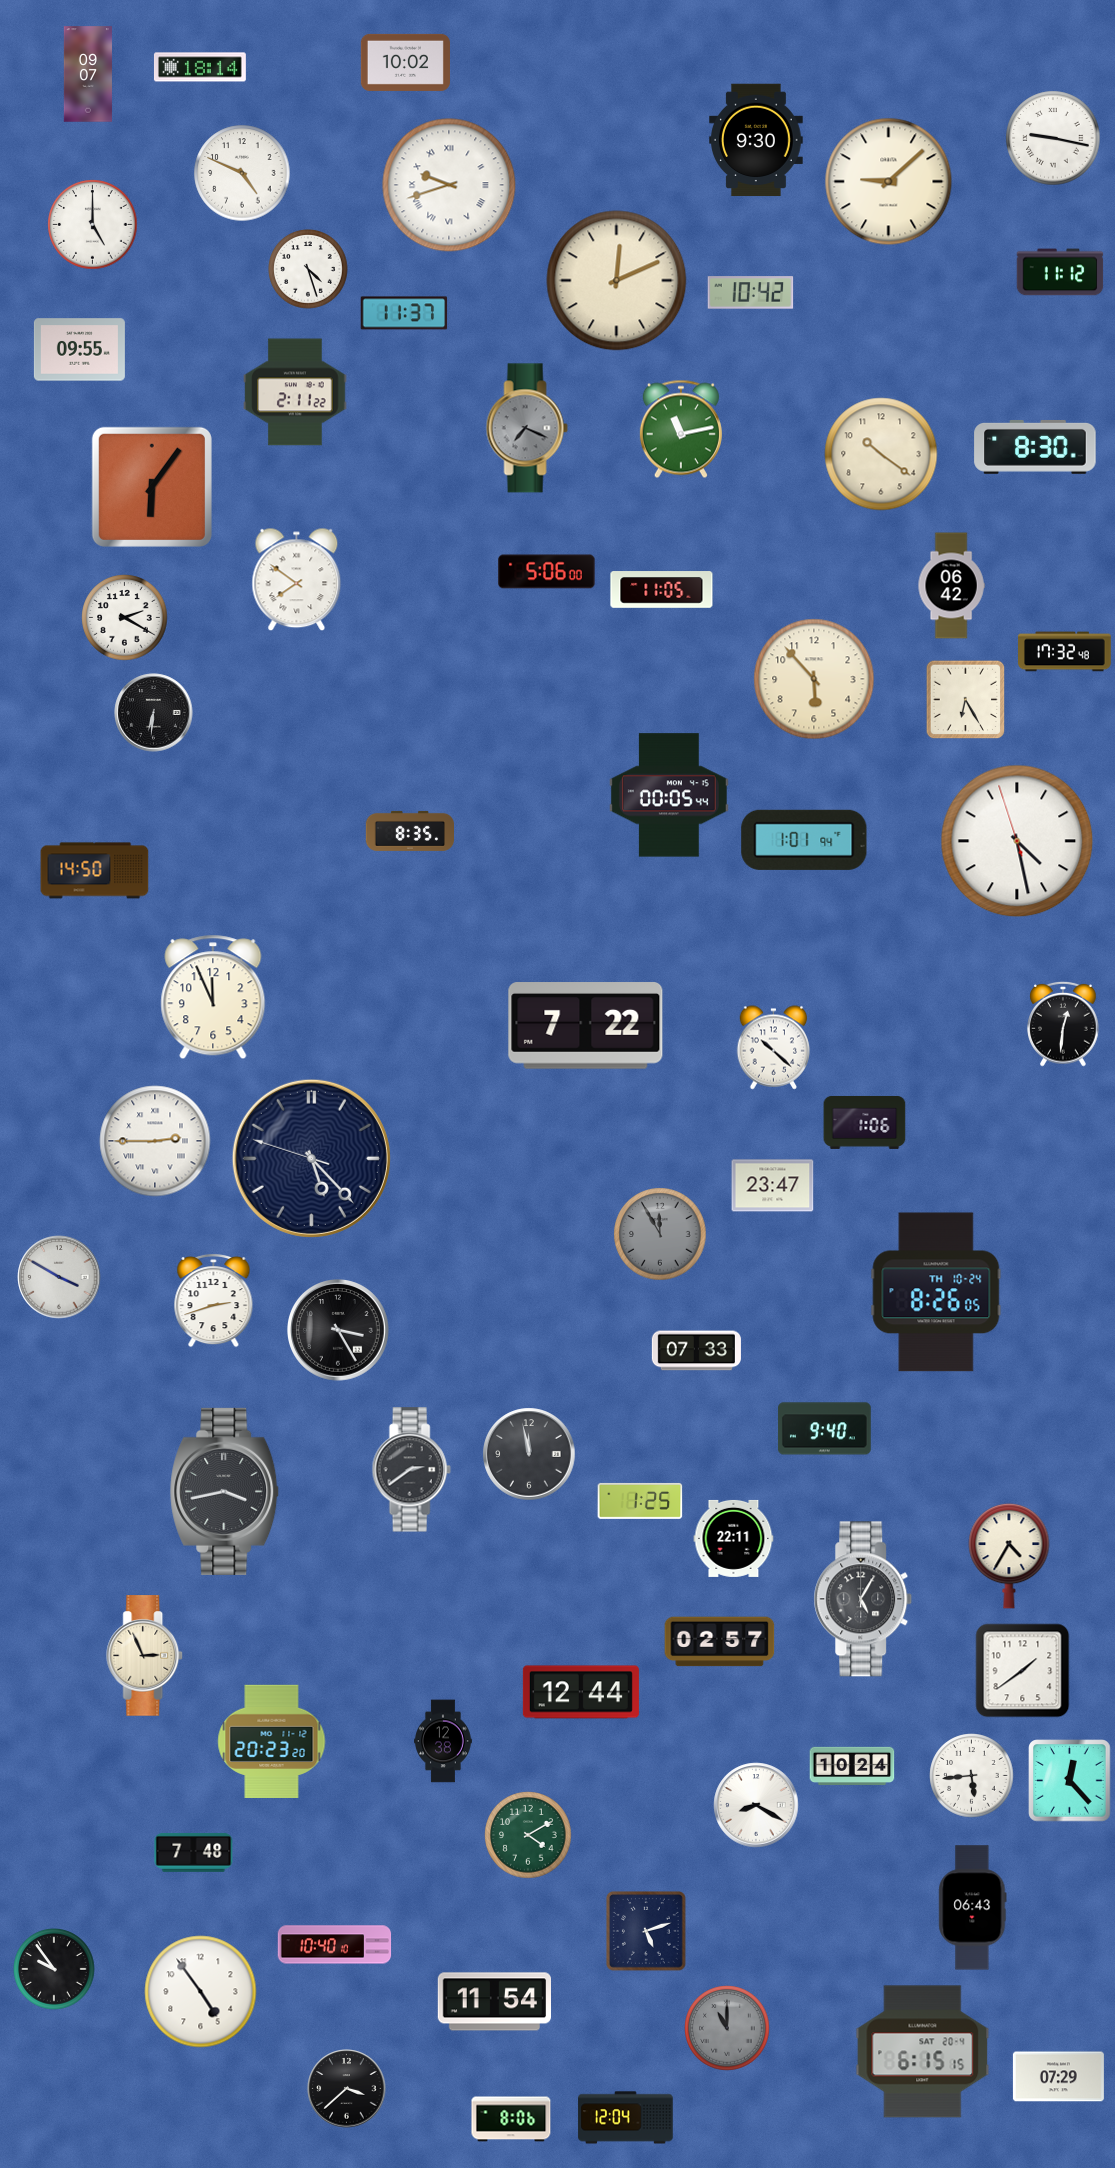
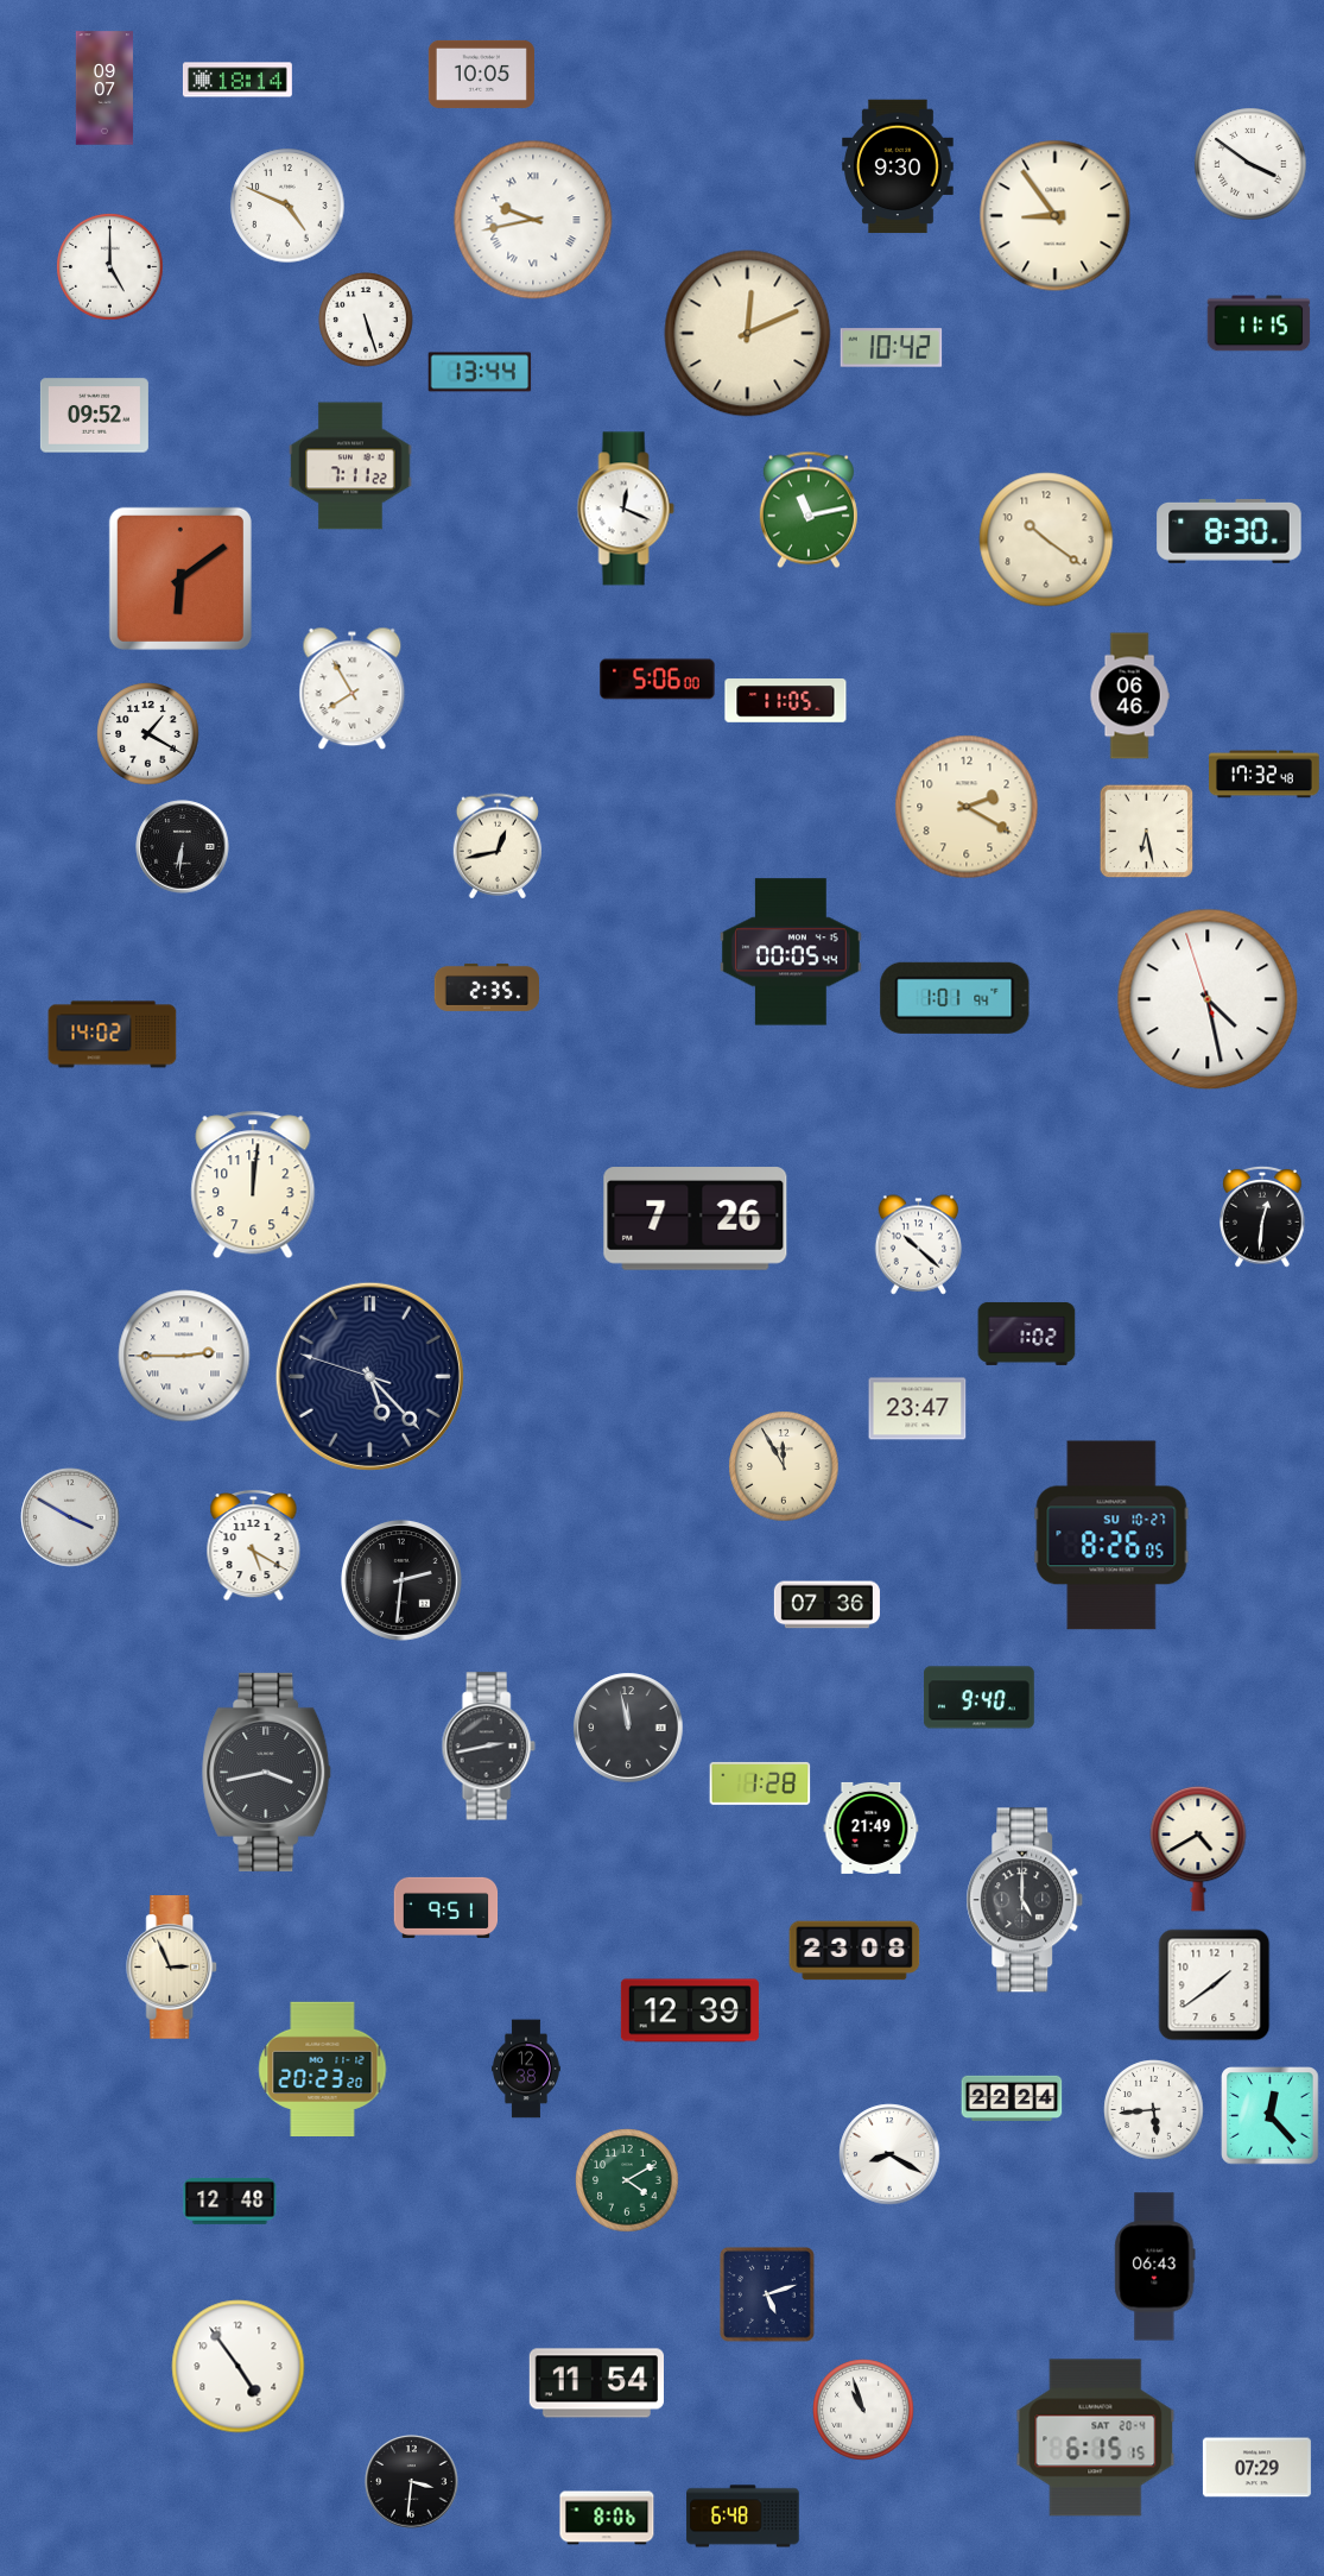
clock at (405, 62): 10:02 -> 10:05
clock at (1053, 138): 9:17 -> 3:51
clock at (889, 182): 9:08 -> 8:54
clock at (449, 185): 9:42 -> 9:43
clock at (309, 270): 4:27 -> 5:27
clock at (1060, 272): 11:12 -> 11:15
clock at (617, 281) position: (617, 281) -> (748, 334)
clock at (404, 313): 11:37 -> 13:44
clock at (79, 350): 09:55 -> 09:52
clock at (295, 392): 2:11 -> 7:11
clock at (527, 428): 7:19 -> 12:19
clock at (527, 428) dial: grey -> white
clock at (152, 487): 6:06 -> 6:09
clock at (547, 572) position: (547, 572) -> (658, 680)
clock at (297, 580): 7:51 -> 7:55
clock at (951, 586): 06:42 -> 06:46
clock at (125, 618): 2:20 -> 1:20
clock at (814, 679): 5:53 -> 2:20
clock at (966, 700): 6:25 -> 6:28
clock at (496, 846): none -> 12:43
clock at (669, 795) position: (669, 795) -> (791, 952)
clock at (409, 831): 8:35 -> 2:35
clock at (95, 871): 14:50 -> 14:02
clock at (213, 997): 11:56 -> 12:01
clock at (586, 1026): 7:22 -> 7:26
clock at (865, 1122): 1:06 -> 1:02
clock at (660, 1234) dial: grey -> cream
clock at (936, 1292) date: TH 10-24 -> SU 10-27
clock at (214, 1301): 2:42 -> 5:20
clock at (338, 1330): 3:25 -> 2:31
clock at (696, 1351): 07:33 -> 07:36
clock at (411, 1470): 2:39 -> 2:43
clock at (640, 1501): 1:25 -> 1:28
clock at (734, 1538): 22:11 -> 21:49
clock at (1009, 1556): 4:35 -> 4:40
clock at (863, 1599): 5:05 -> 5:00
clock at (446, 1907): none -> 9:51
clock at (720, 1642): 02:57 -> 23:08
clock at (581, 1692): 12:44 -> 12:39
clock at (852, 1765): 10:24 -> 22:24
clock at (756, 1805) position: (756, 1805) -> (889, 2154)
clock at (194, 1852): 7:48 -> 12:48
clock at (335, 1945): 10:40 -> none
clock at (54, 1969): 9:54 -> none
clock at (494, 2002) position: (494, 2002) -> (596, 2384)
clock at (727, 2028): 11:00 -> 10:57
clock at (727, 2028) dial: grey -> white
clock at (347, 2089): 3:38 -> 3:31
clock at (626, 2118): 12:04 -> 6:48
